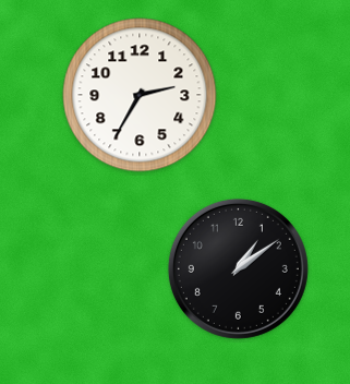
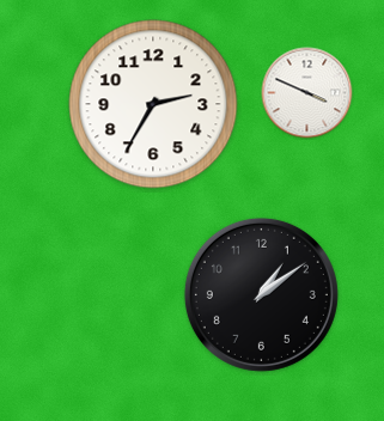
clock at (307, 93): none -> 3:49
